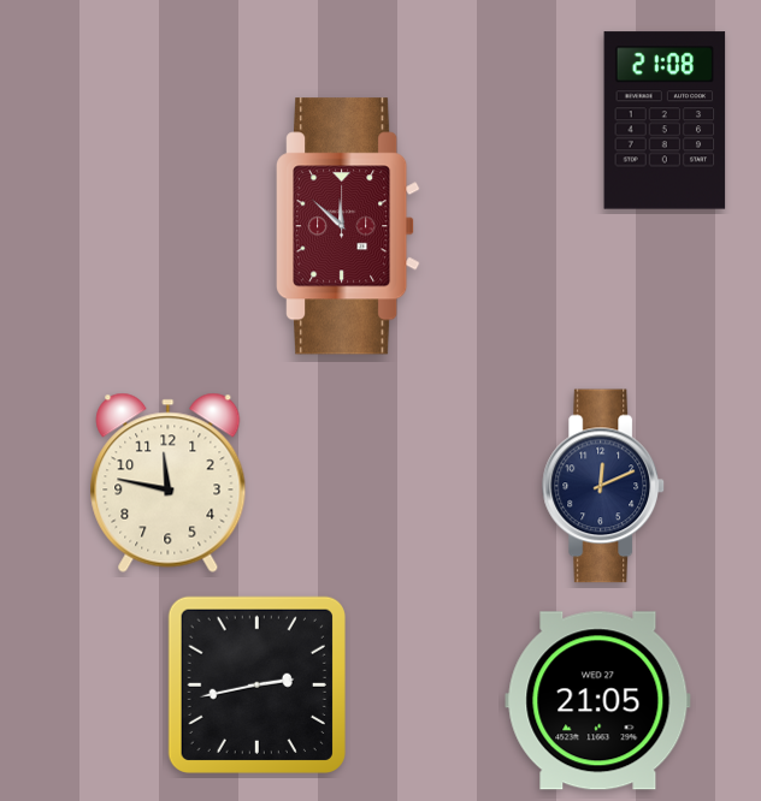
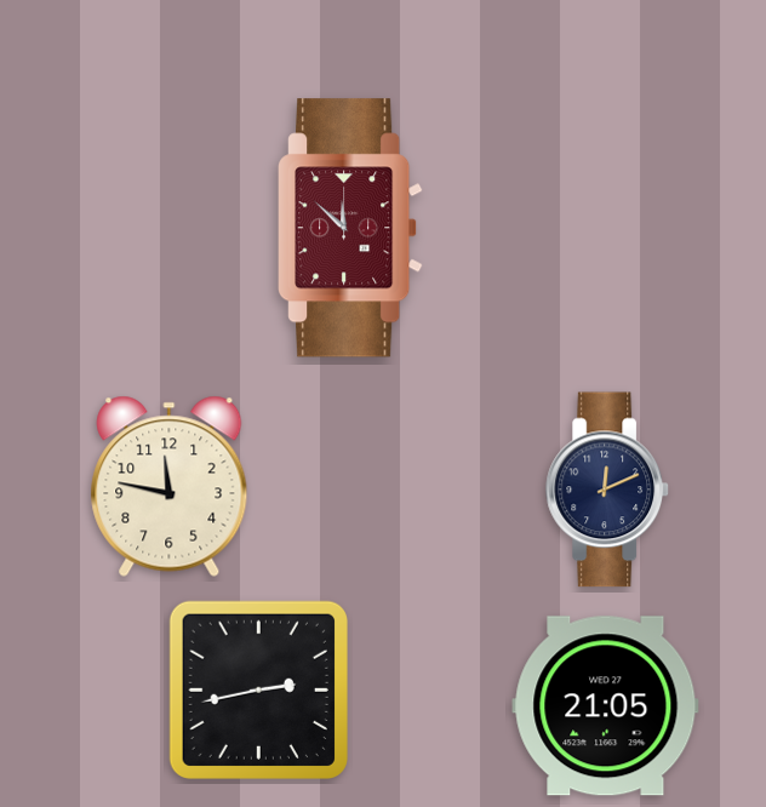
clock at (665, 120): 21:08 -> none
clock at (598, 701) position: (598, 701) -> (606, 706)
